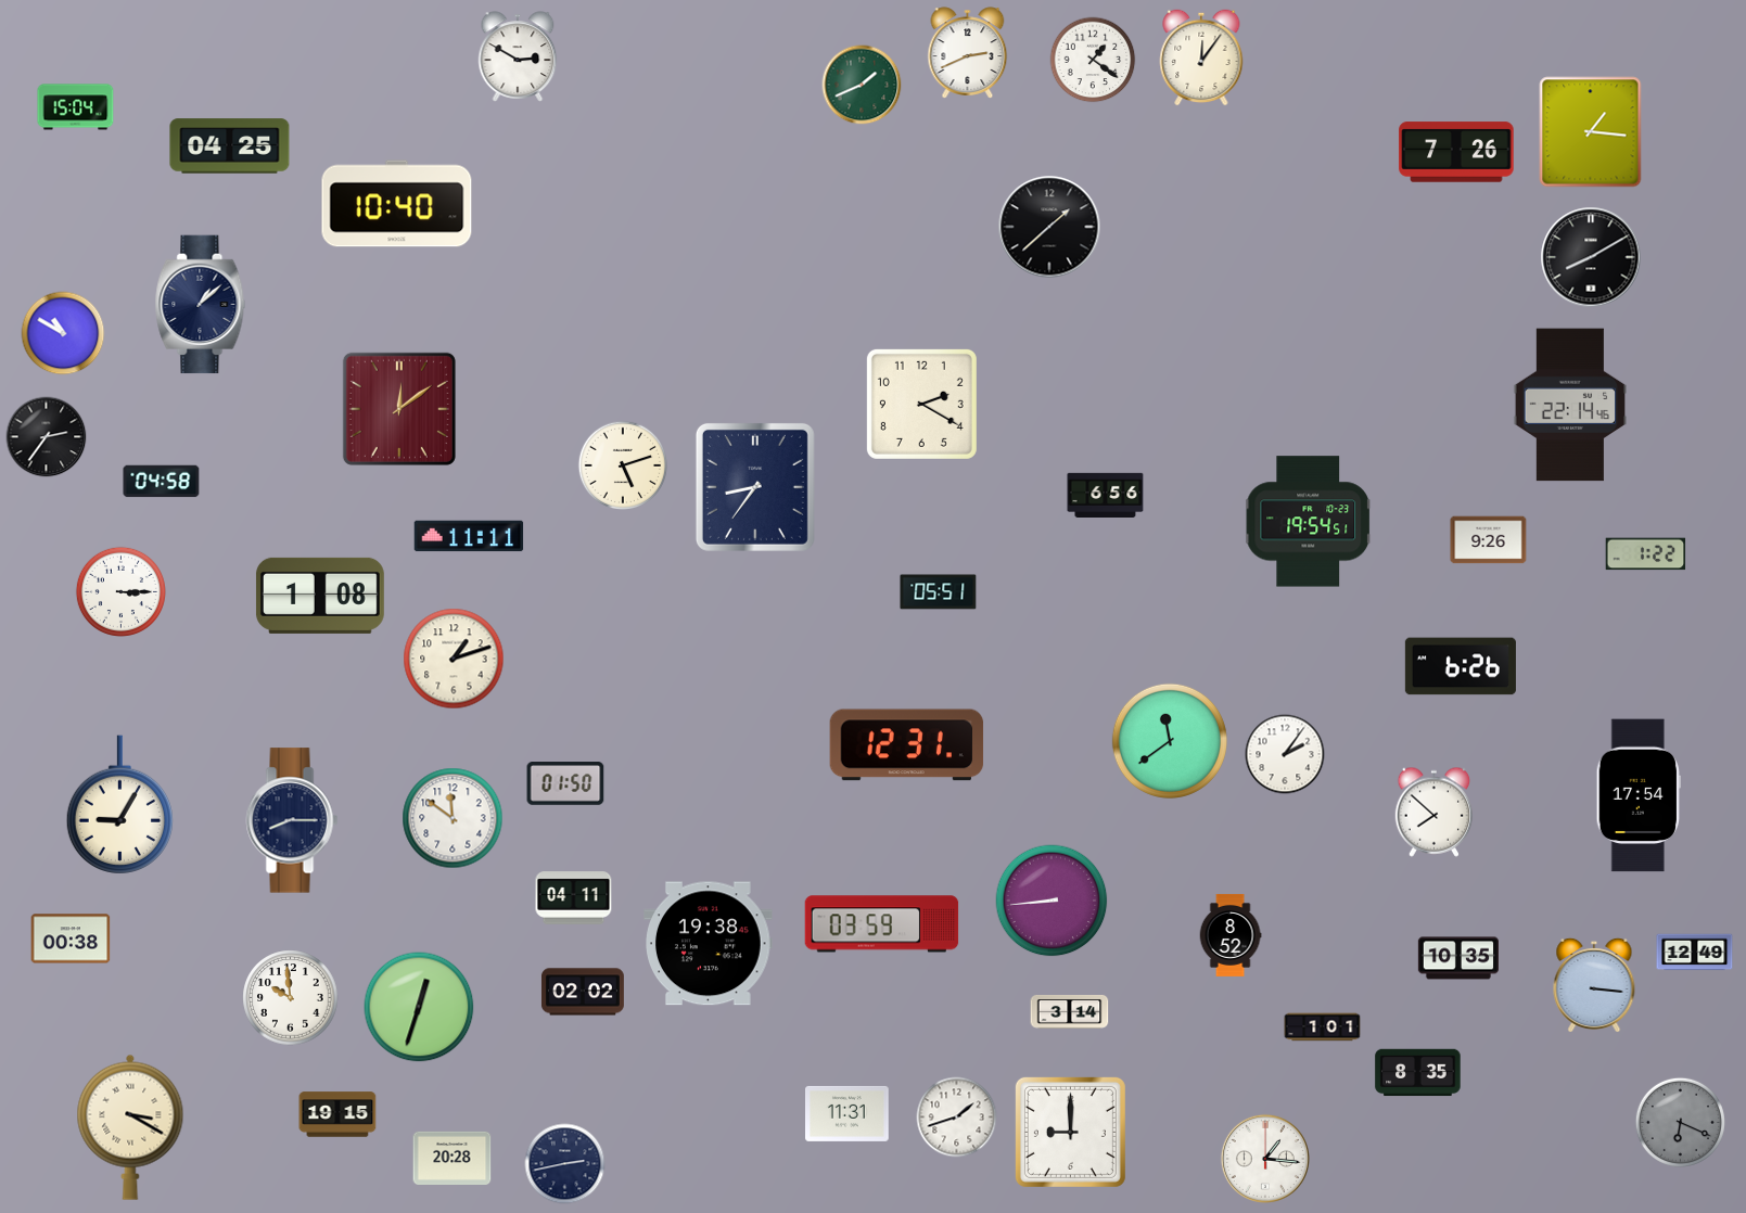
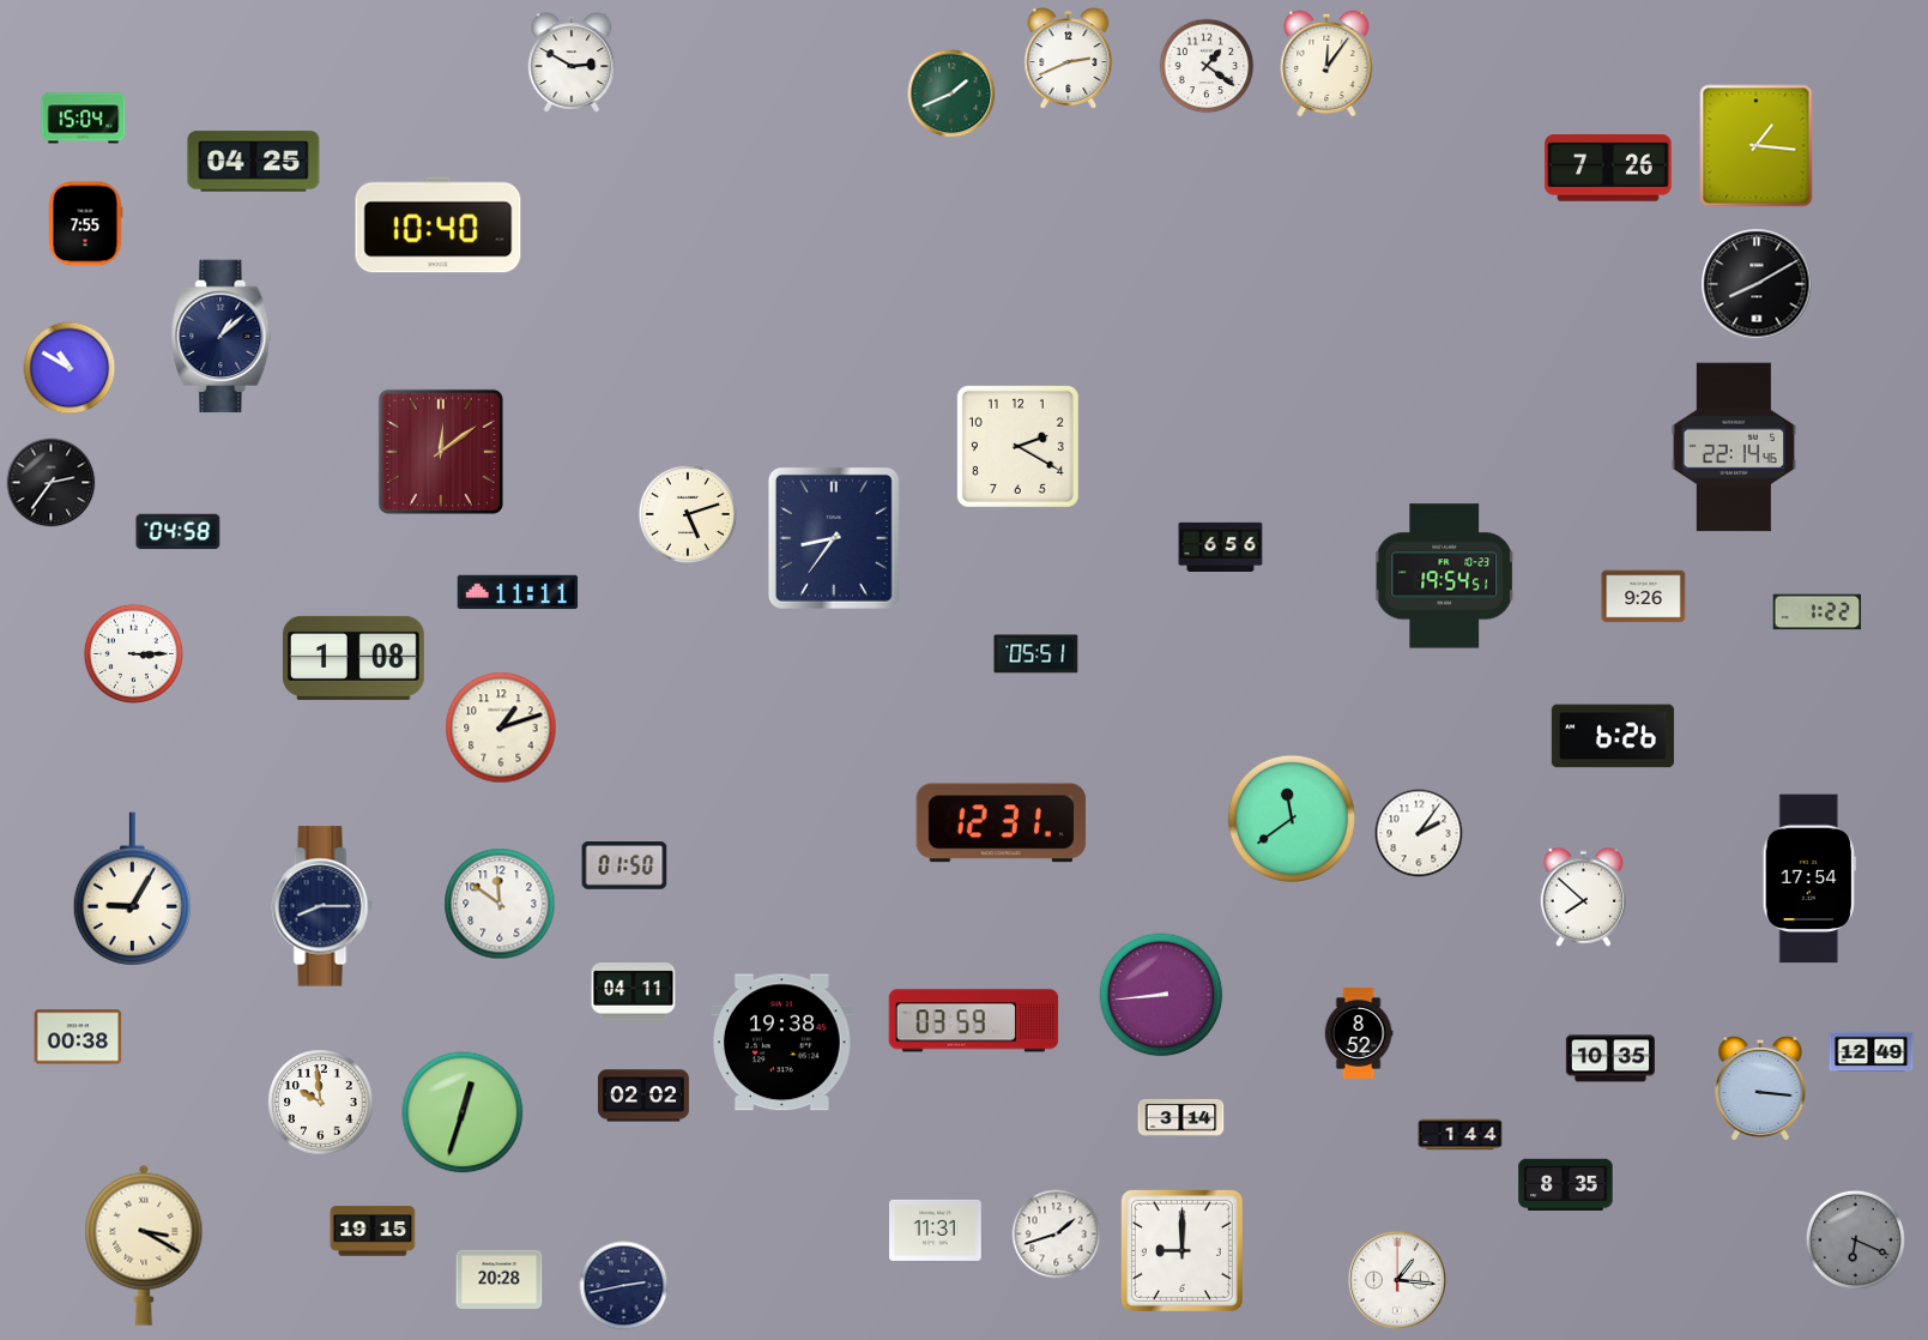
clock at (85, 224): none -> 7:55
clock at (1049, 227): 1:38 -> none
clock at (1323, 1027): 1:01 -> 1:44
